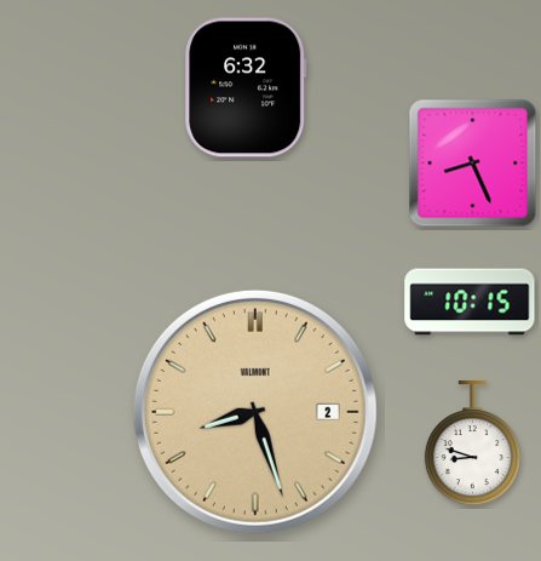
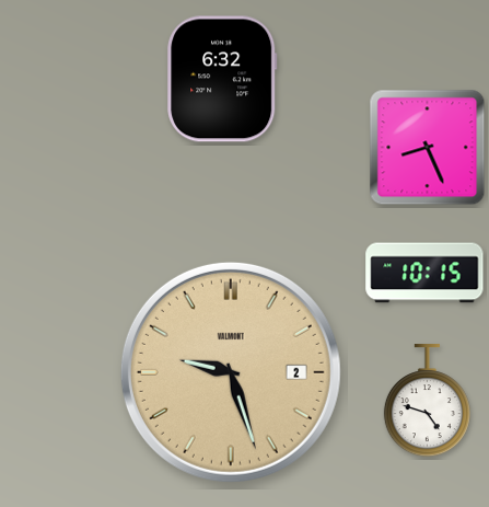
clock at (255, 412): 8:27 -> 9:27
clock at (472, 443): 8:48 -> 4:48
